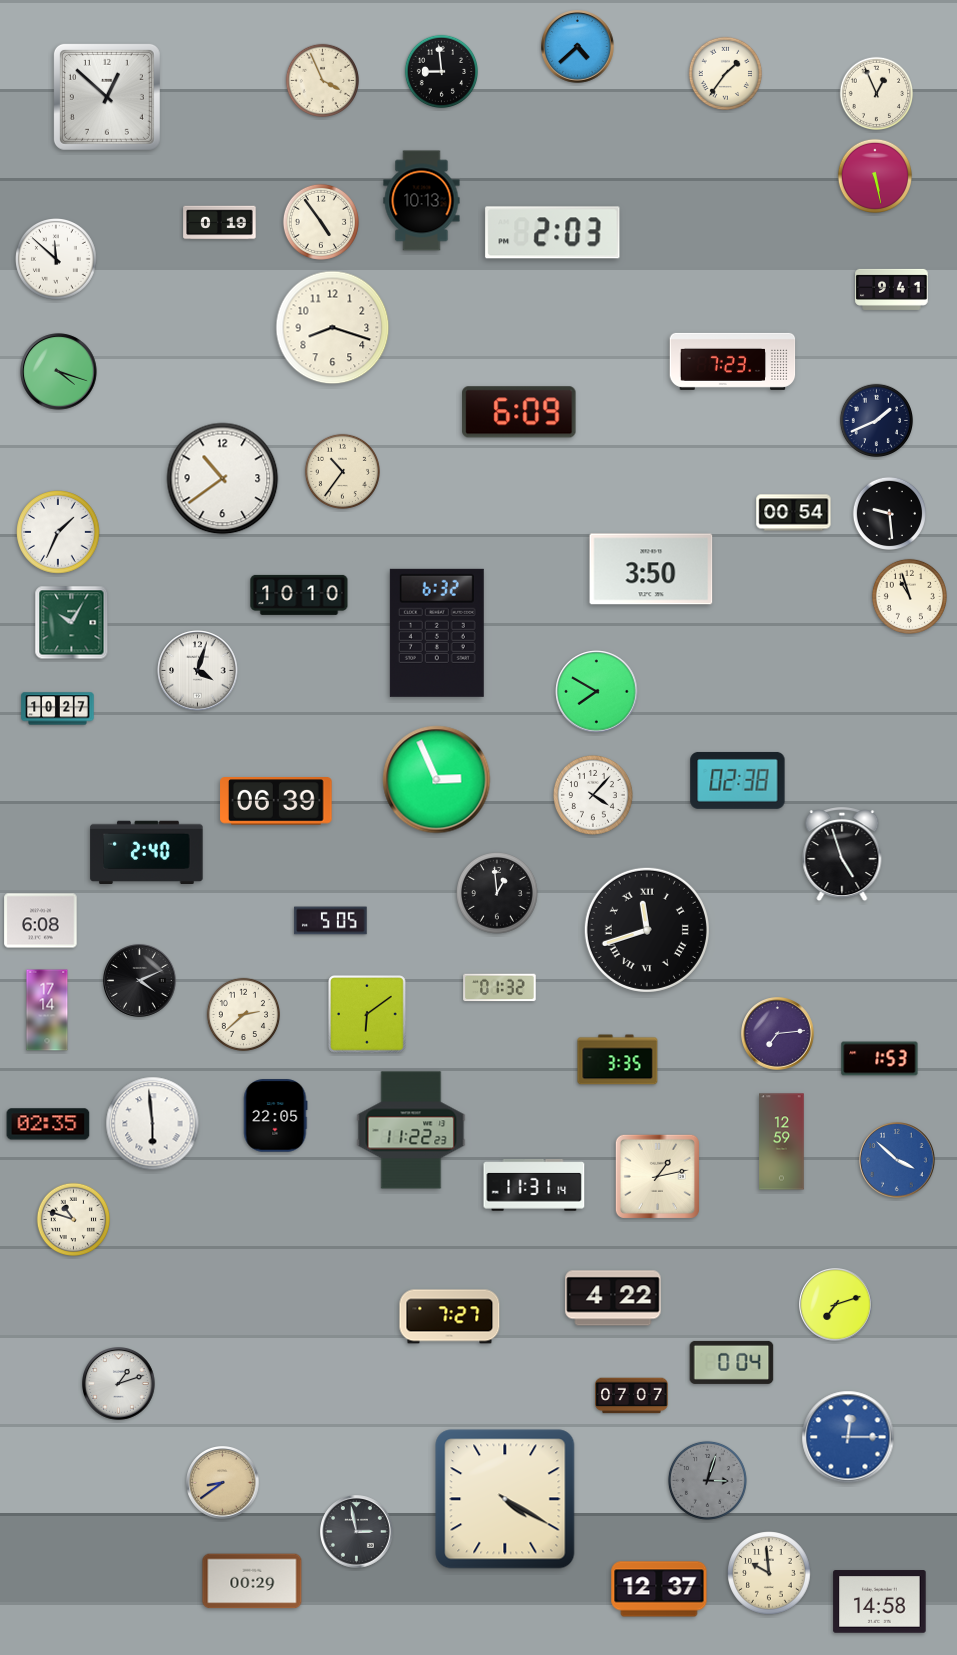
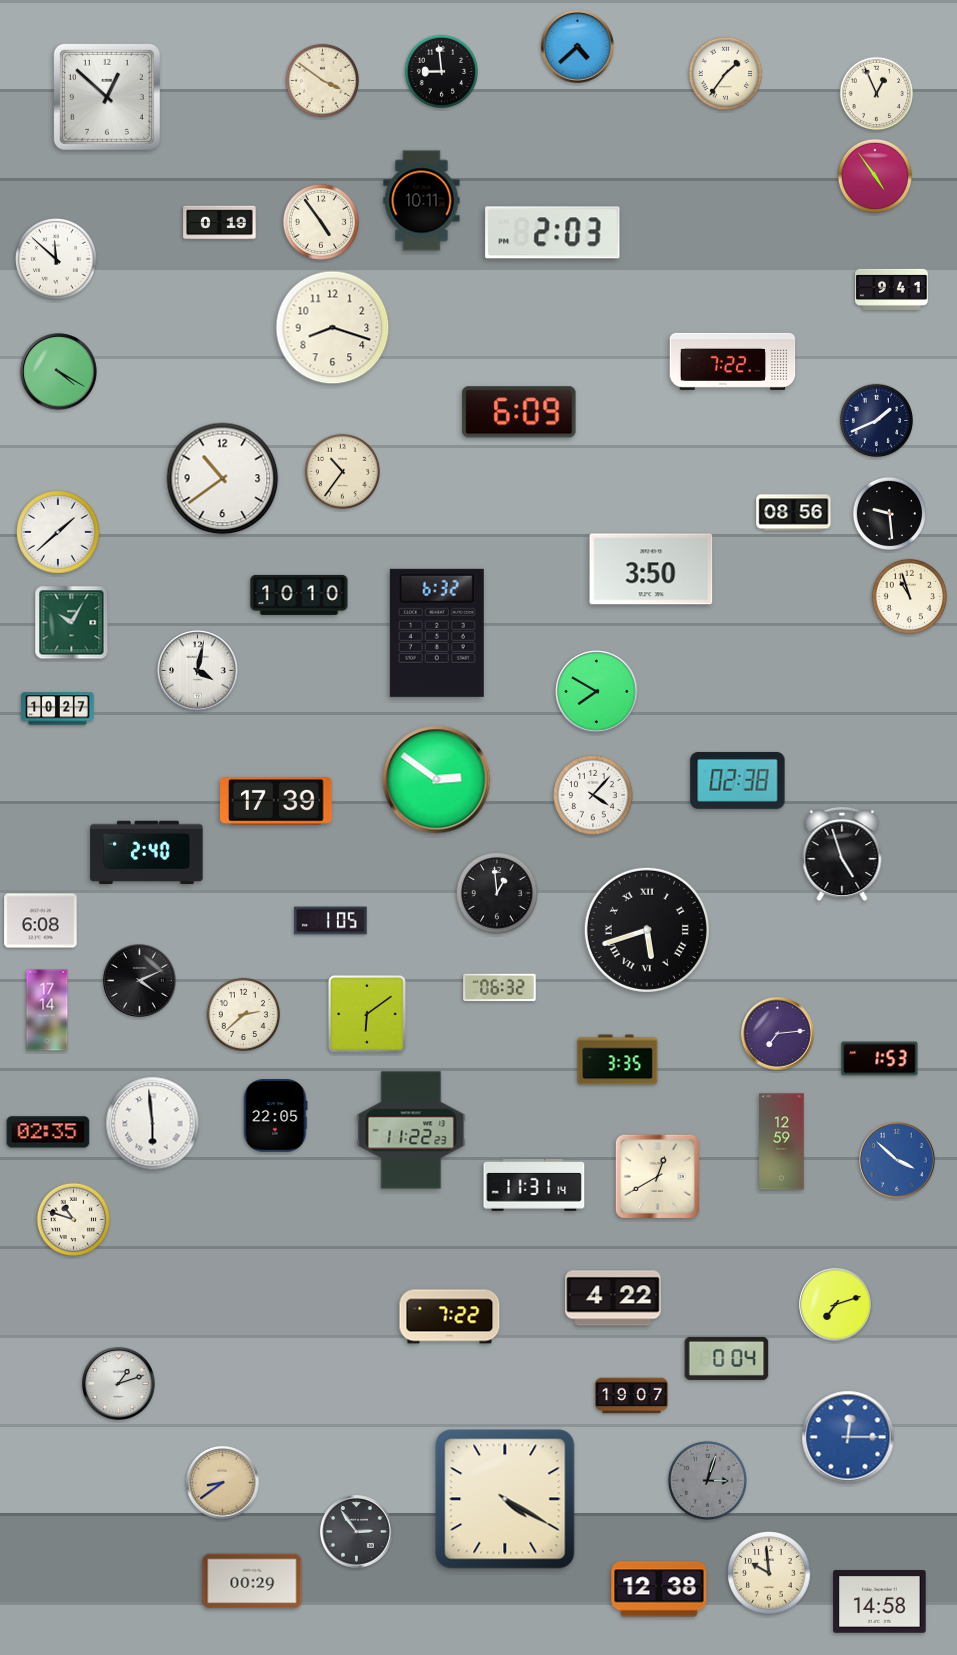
clock at (322, 80): 3:56 -> 3:51
clock at (875, 176): 5:28 -> 4:54
clock at (422, 201): 10:13 -> 10:11
clock at (733, 361): 7:23 -> 7:22
clock at (59, 372): 4:18 -> 4:20
clock at (794, 513): 00:54 -> 08:56
clock at (58, 532): 1:34 -> 1:38
clock at (198, 671): 4:03 -> 4:02
clock at (437, 780): 2:56 -> 2:51
clock at (276, 802): 06:39 -> 17:39
clock at (331, 921): 5:05 -> 1:05
clock at (647, 930): 11:42 -> 5:42
clock at (500, 988): 01:32 -> 06:32
clock at (48, 1124) position: (48, 1124) -> (48, 1132)
clock at (657, 1176): 1:13 -> 12:40
clock at (450, 1317): 7:27 -> 7:22
clock at (732, 1362) position: (732, 1362) -> (727, 1358)
clock at (632, 1396): 07:07 -> 19:07
clock at (357, 1532): 2:58 -> 2:54
clock at (659, 1589): 12:37 -> 12:38
